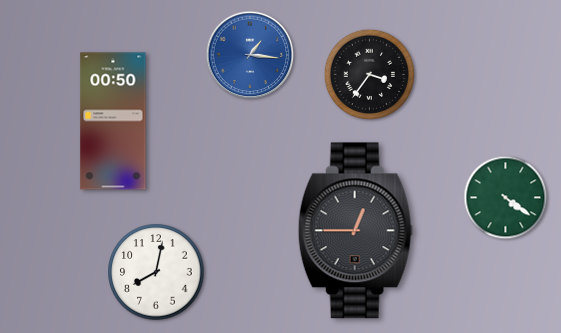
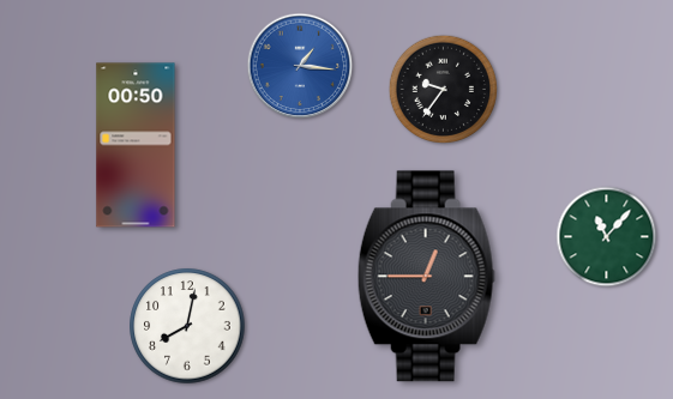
clock at (369, 74): 3:36 -> 9:36
clock at (506, 198): 4:21 -> 11:07
